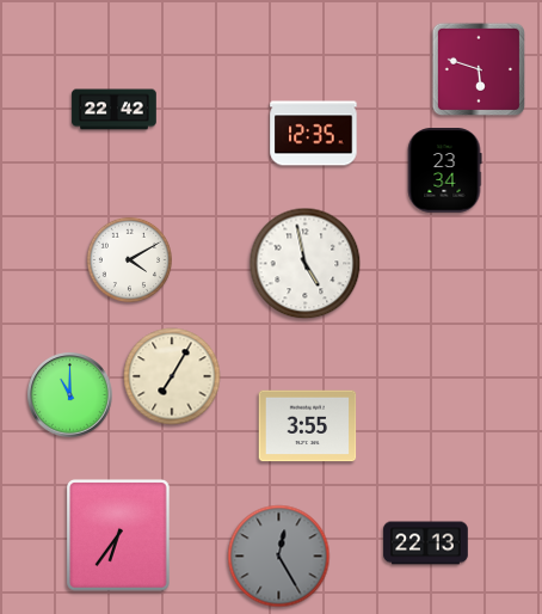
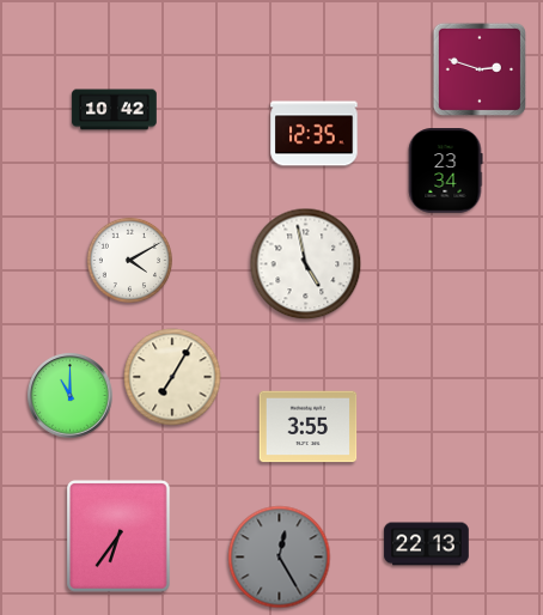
clock at (479, 69): 5:48 -> 2:48
clock at (115, 110): 22:42 -> 10:42
